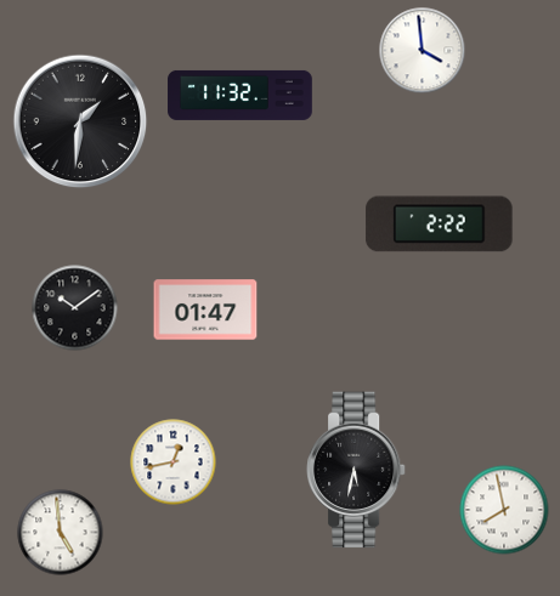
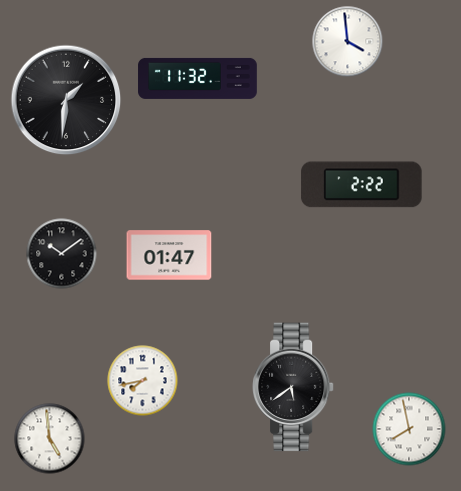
clock at (174, 462): 12:43 -> 7:43
clock at (357, 470): 5:32 -> 5:39
clock at (504, 510) position: (504, 510) -> (409, 429)
